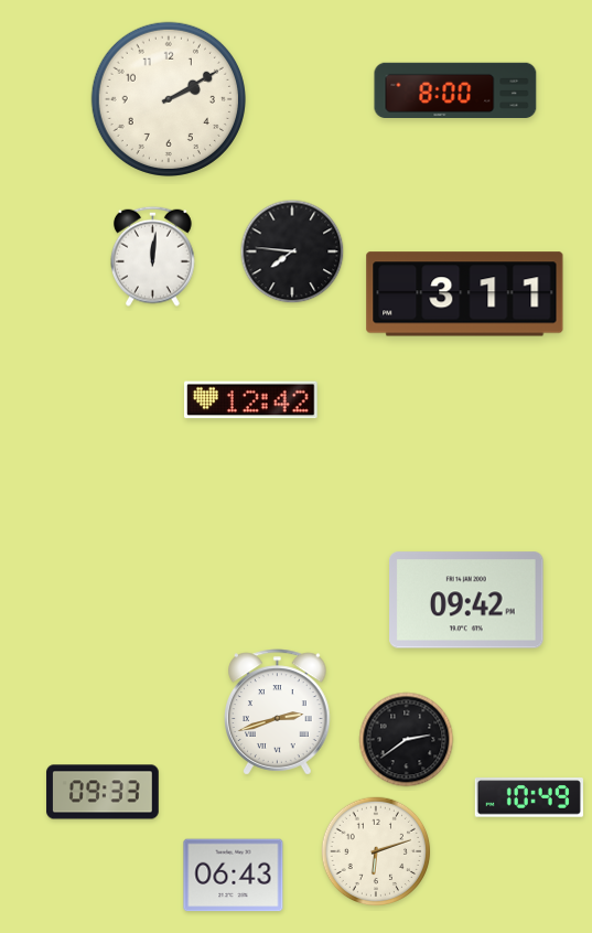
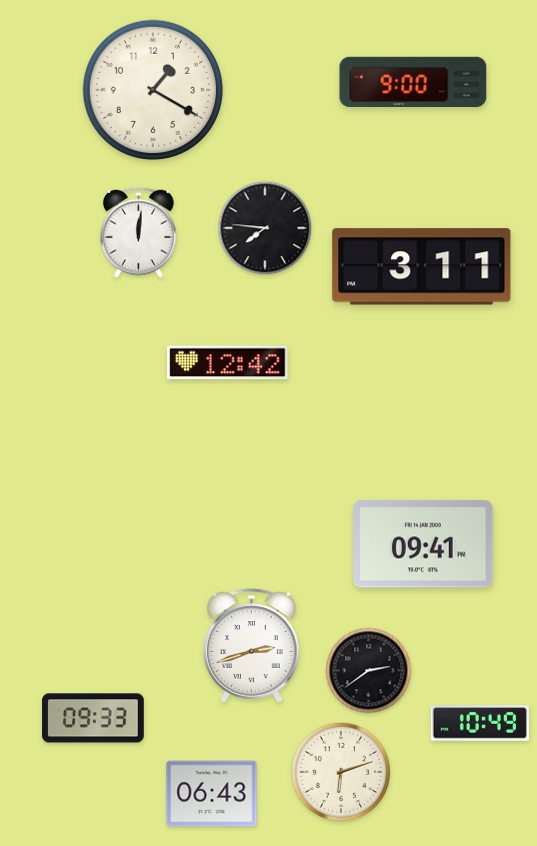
clock at (455, 89): 8:00 -> 9:00
clock at (169, 99): 2:10 -> 1:20
clock at (466, 600): 09:42 -> 09:41
